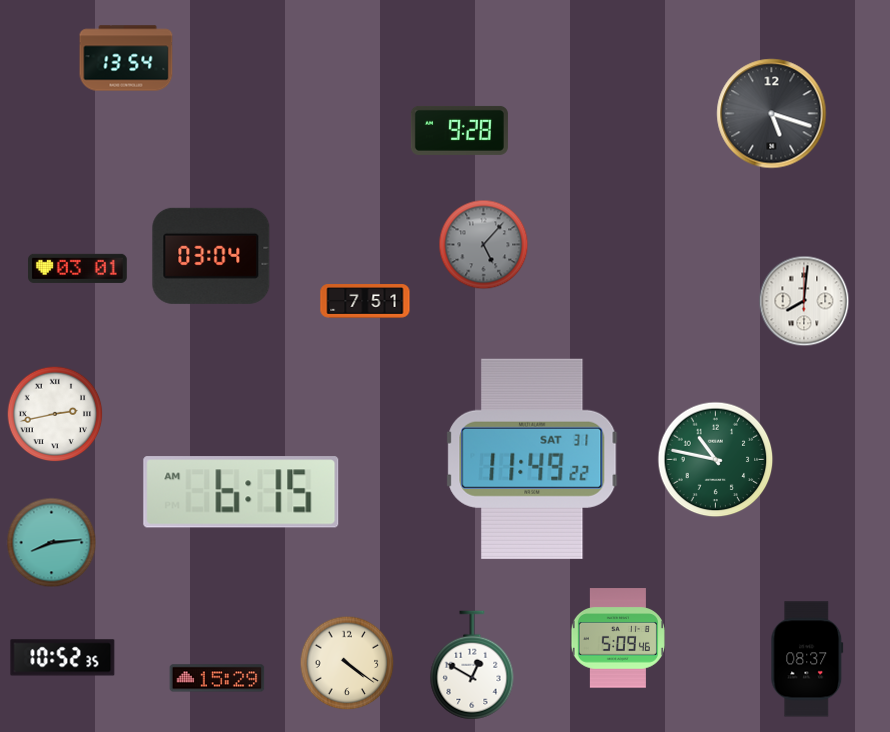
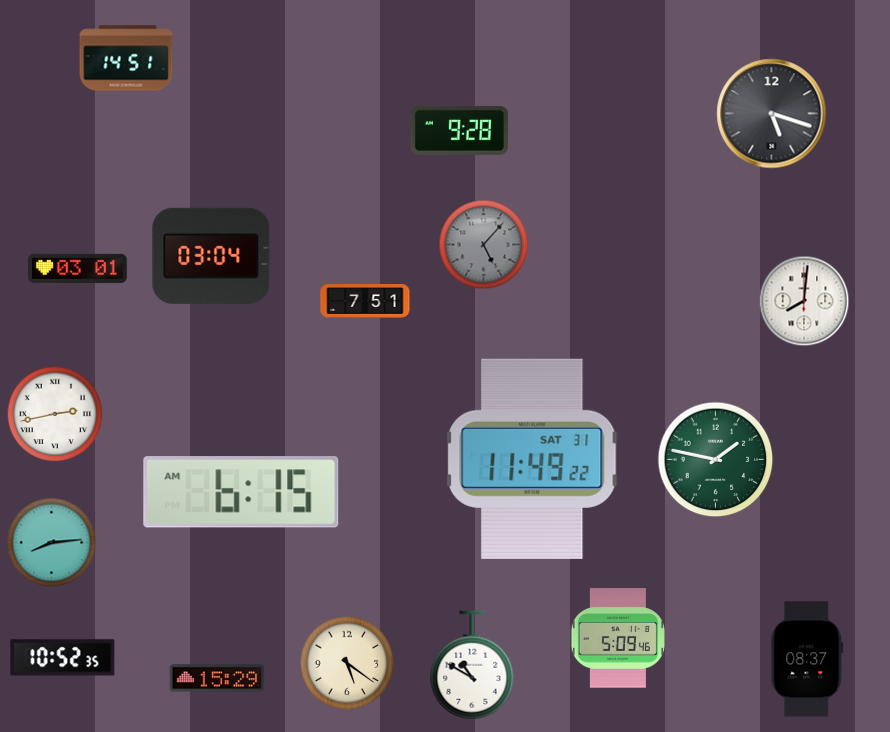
clock at (126, 58): 13:54 -> 14:51
clock at (716, 460): 10:47 -> 1:47
clock at (347, 663): 4:21 -> 5:21
clock at (472, 665): 12:50 -> 10:50
